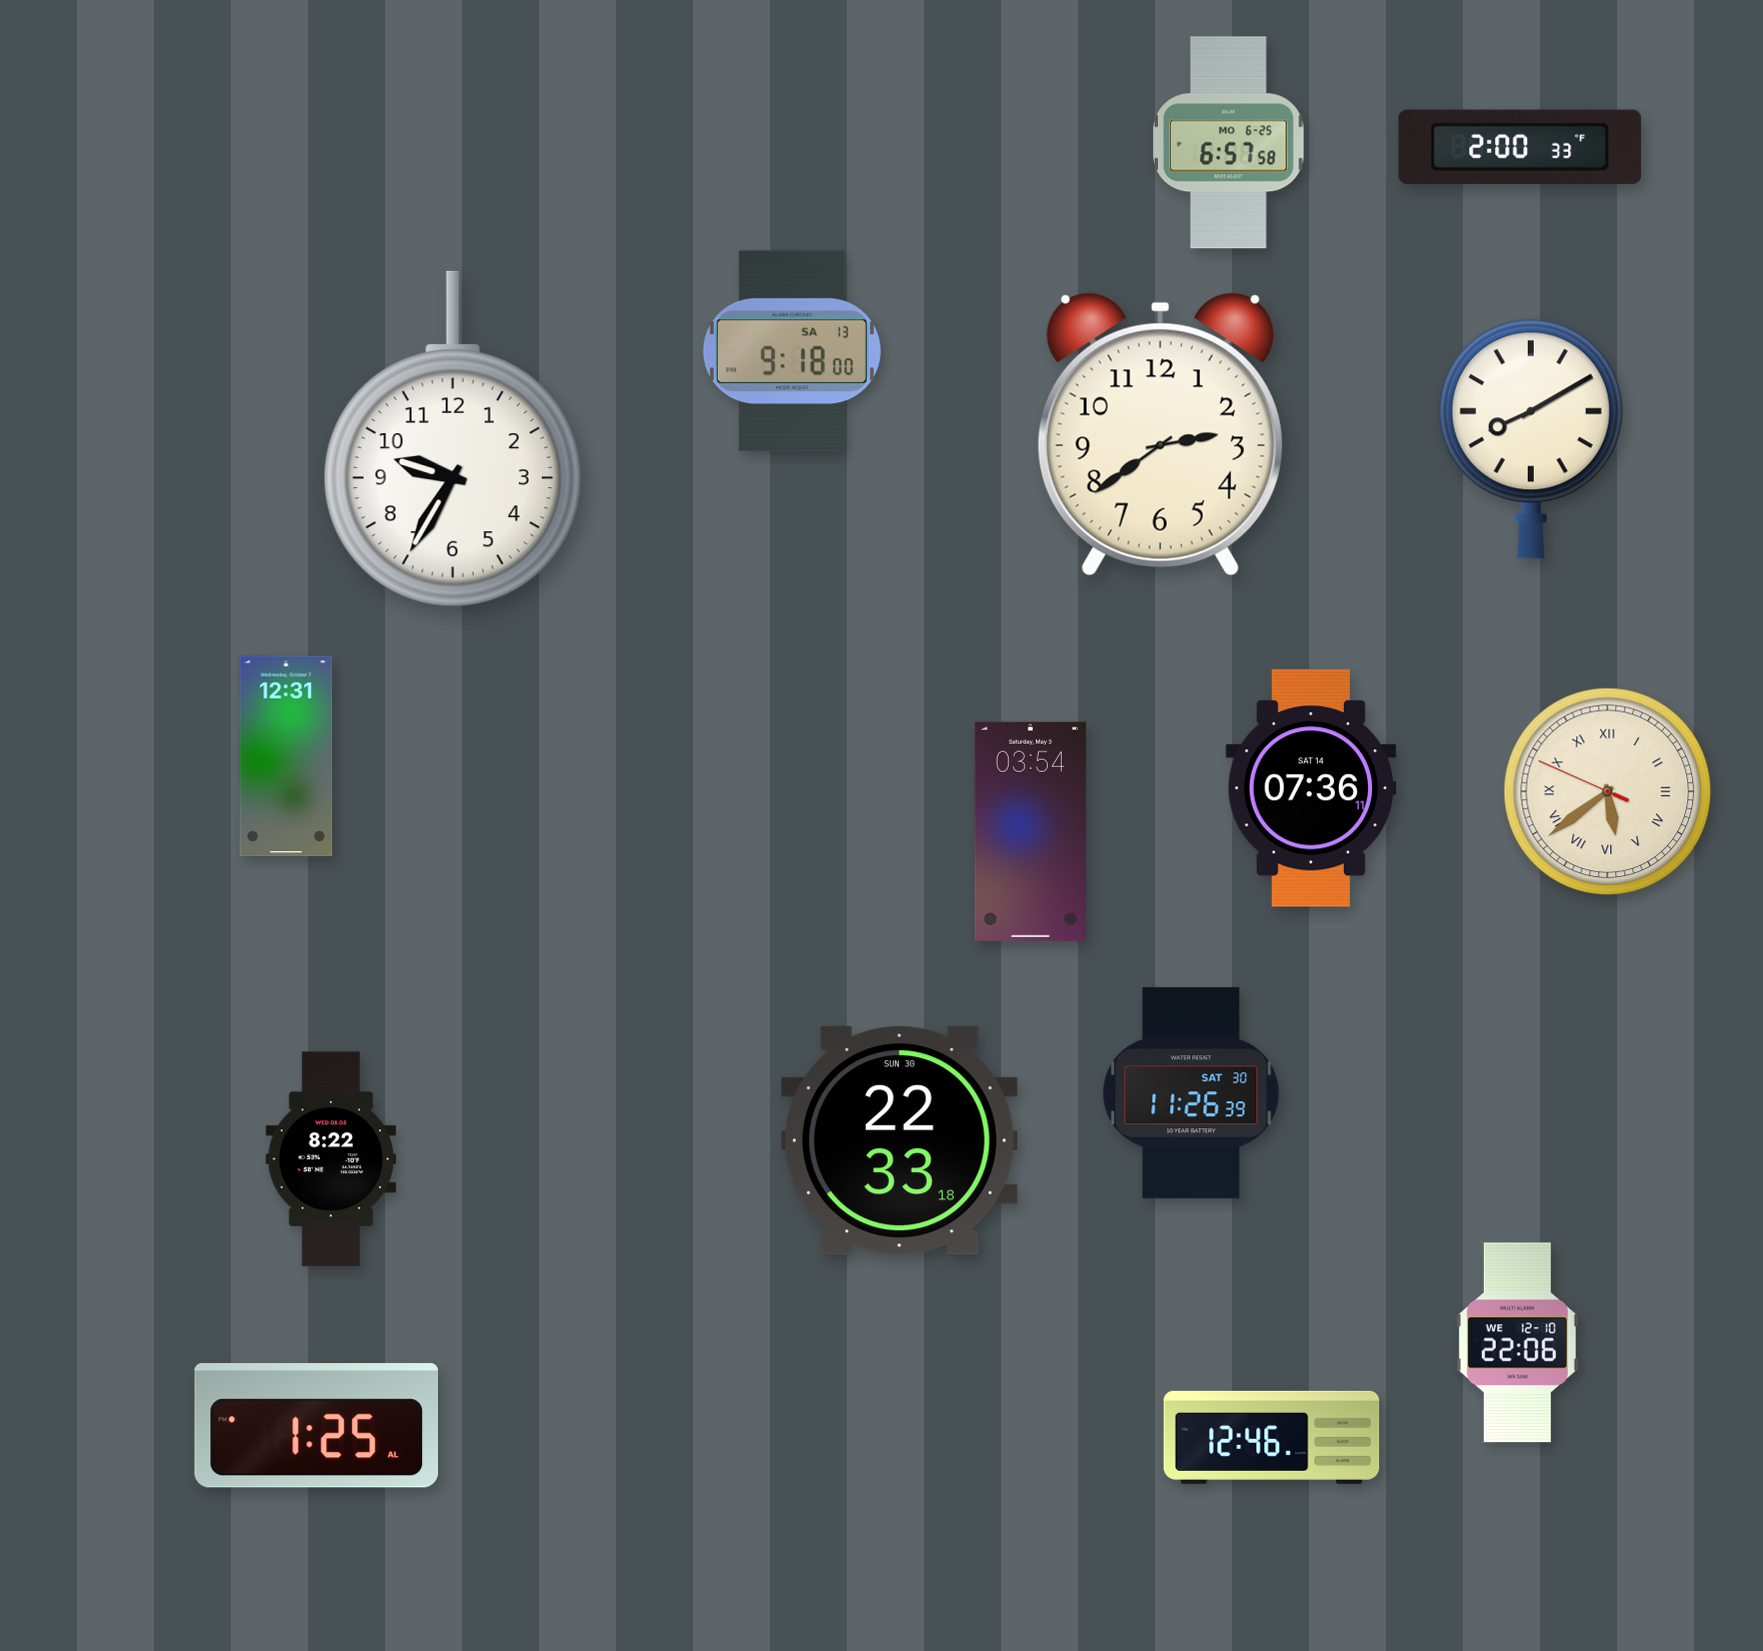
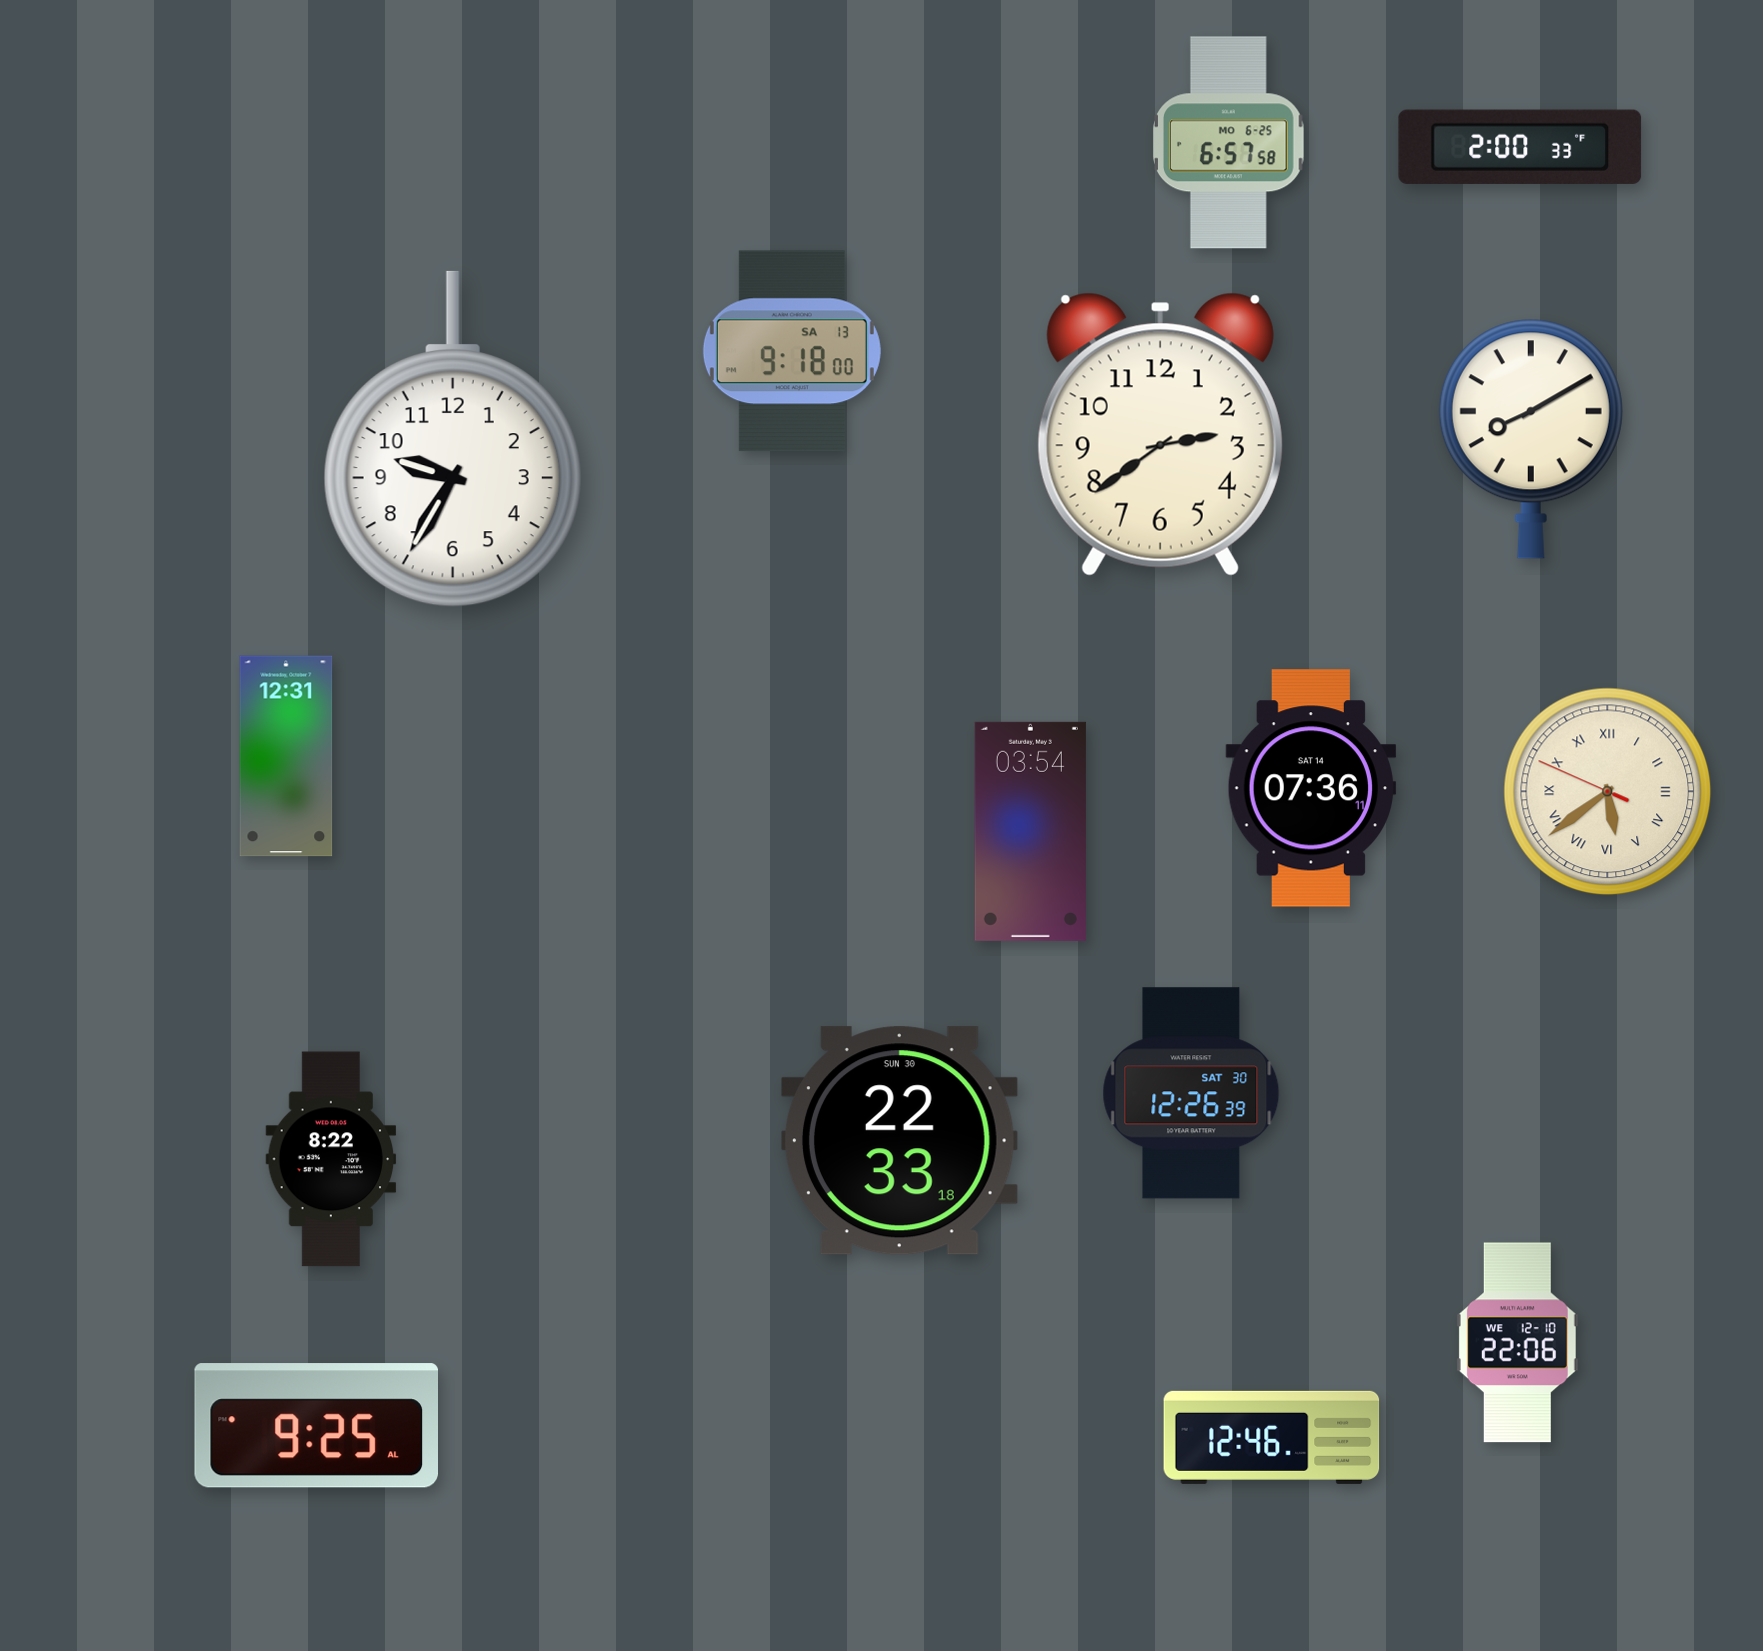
clock at (1191, 1093): 11:26 -> 12:26
clock at (316, 1426): 1:25 -> 9:25
